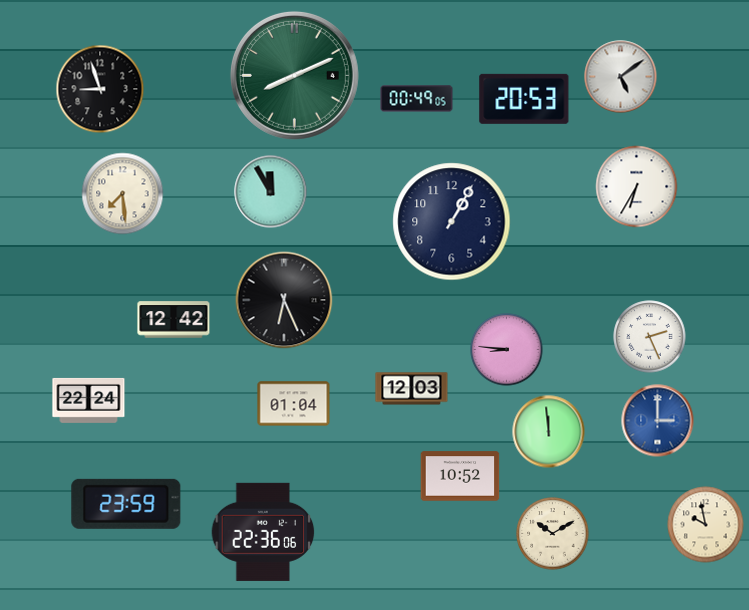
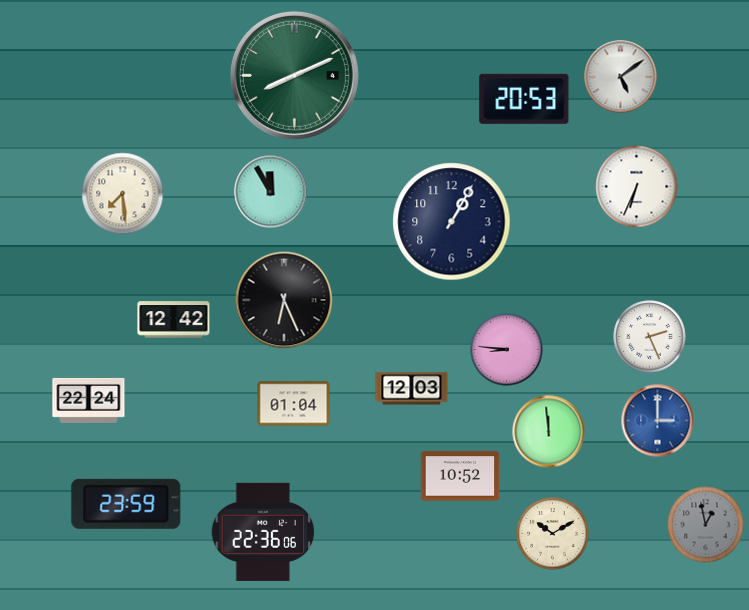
clock at (100, 89): 8:57 -> none
clock at (417, 99): 00:49 -> none
clock at (637, 187): 6:35 -> 6:34
clock at (706, 525): 9:58 -> 12:58
clock at (706, 525) dial: cream -> grey
